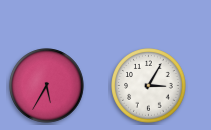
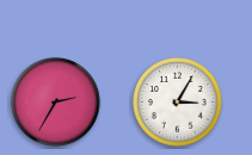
clock at (47, 86): 5:35 -> 2:35
